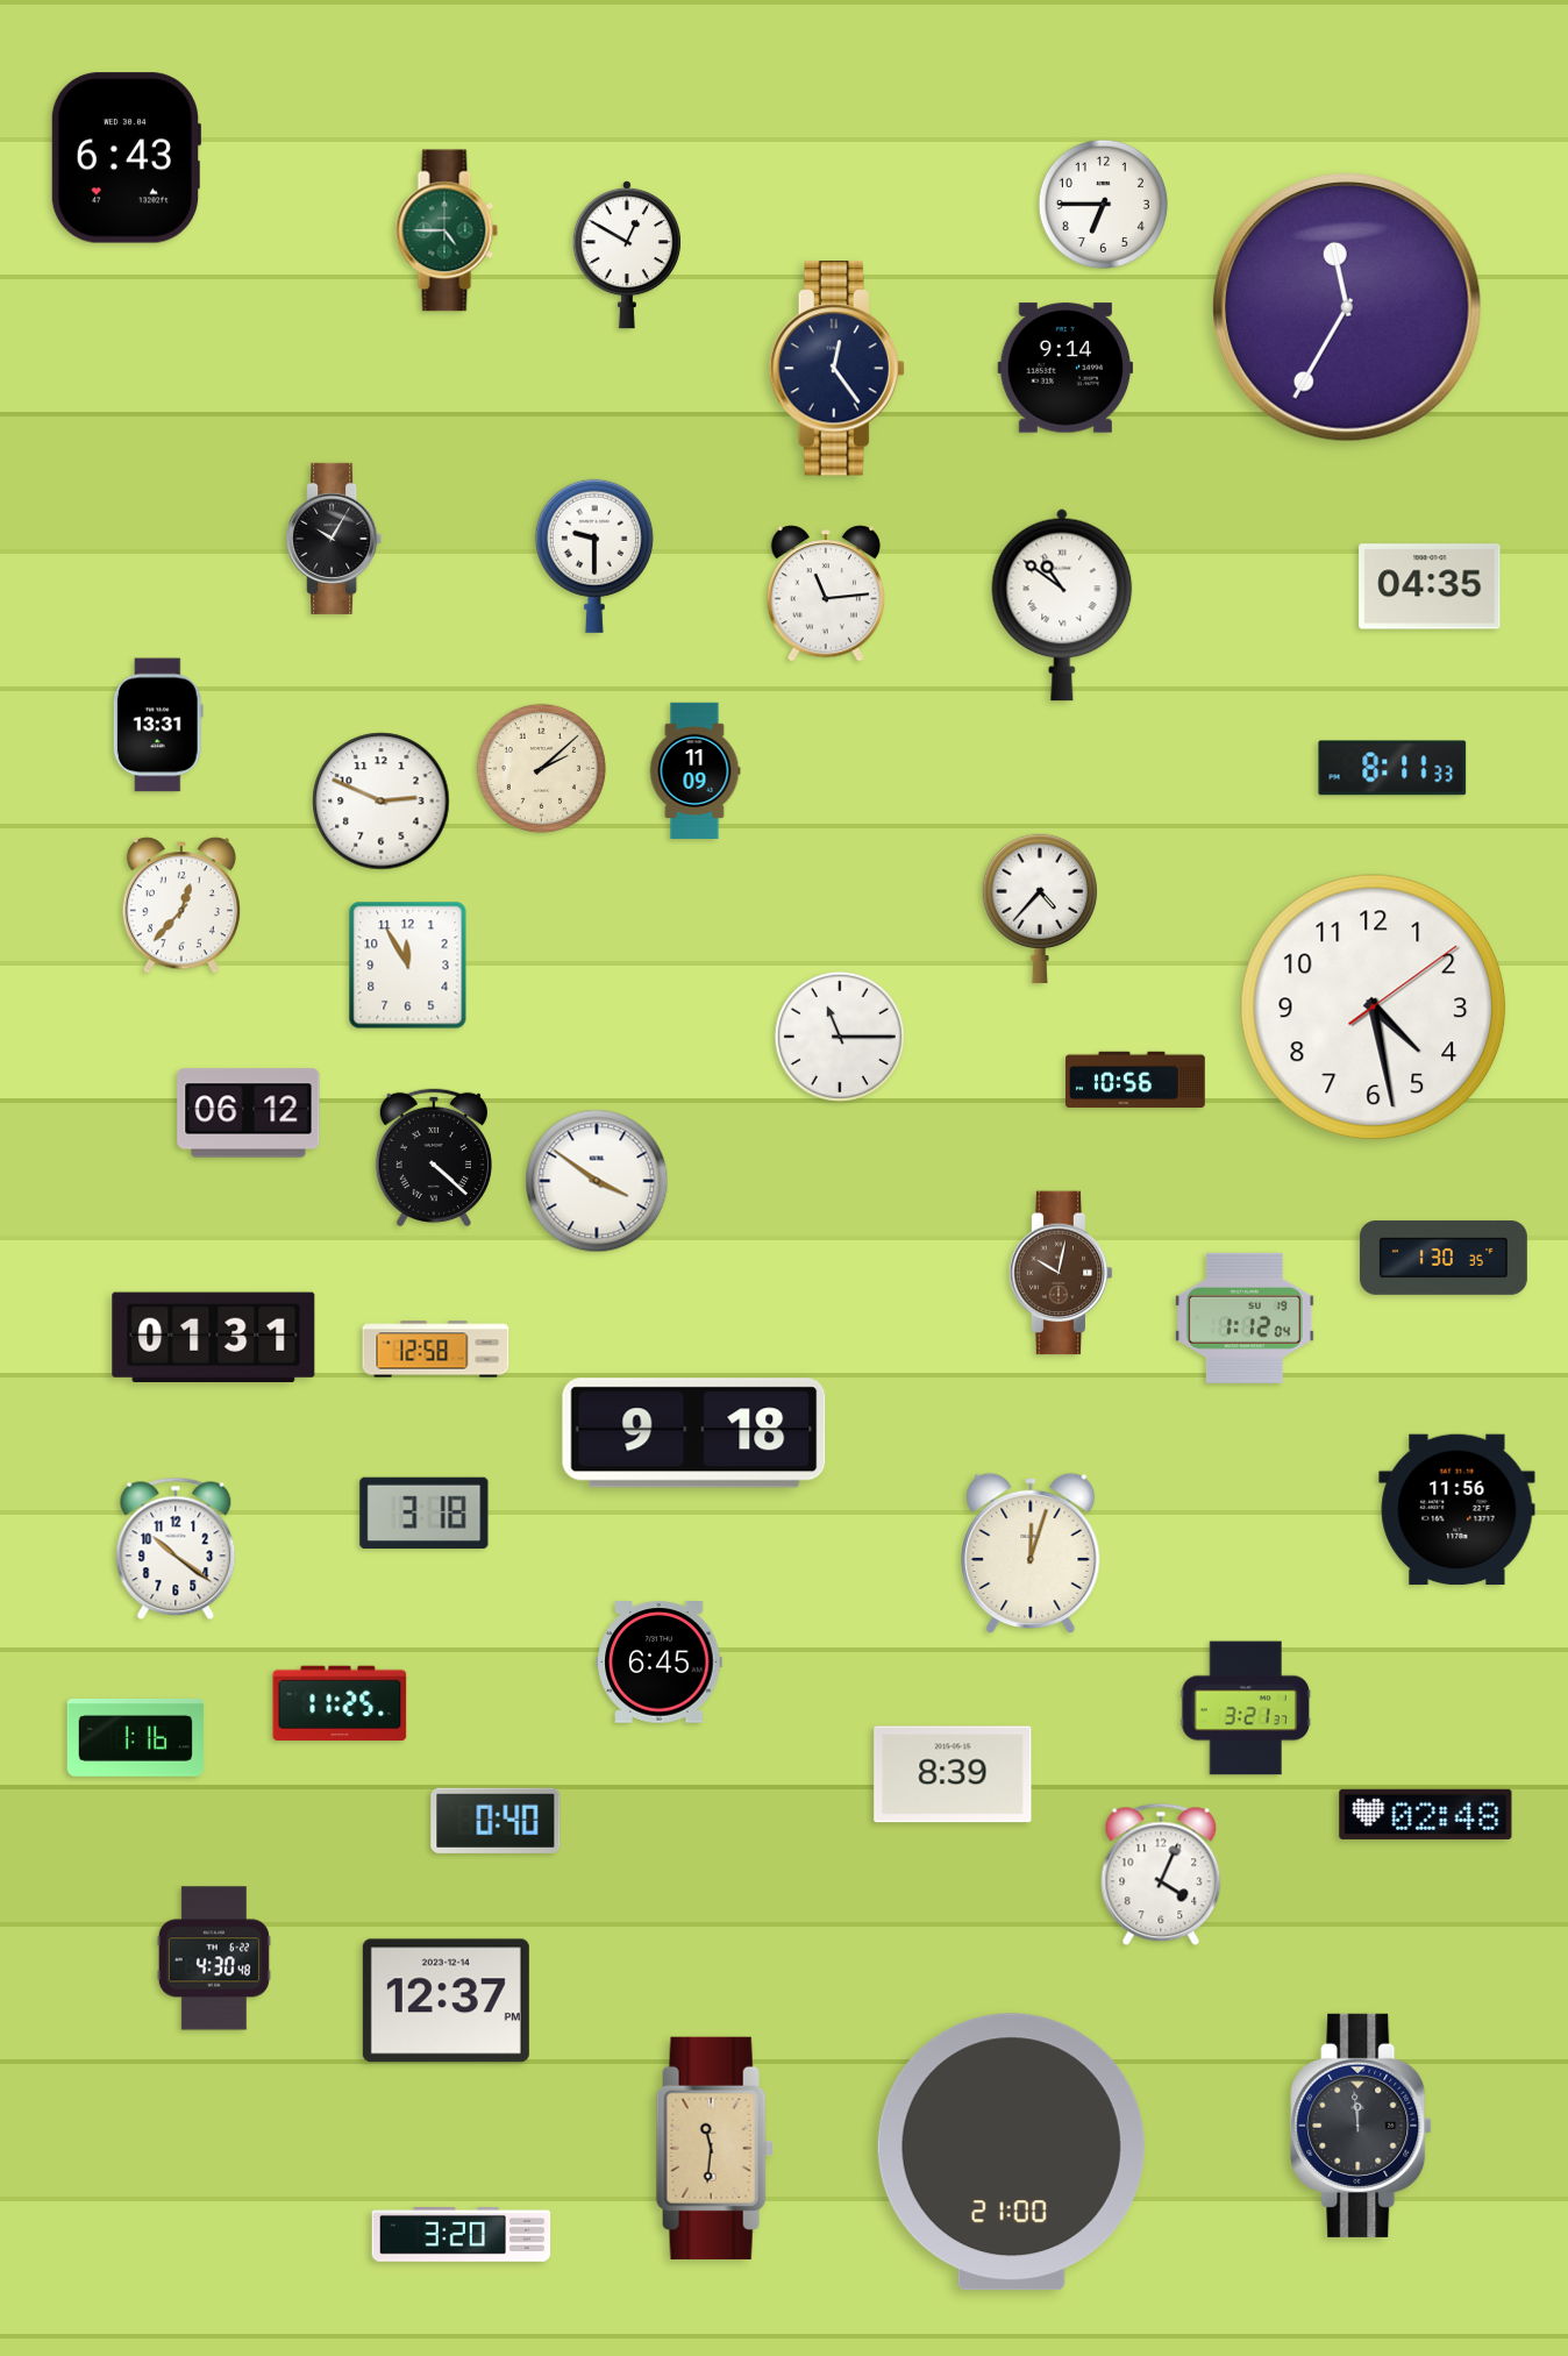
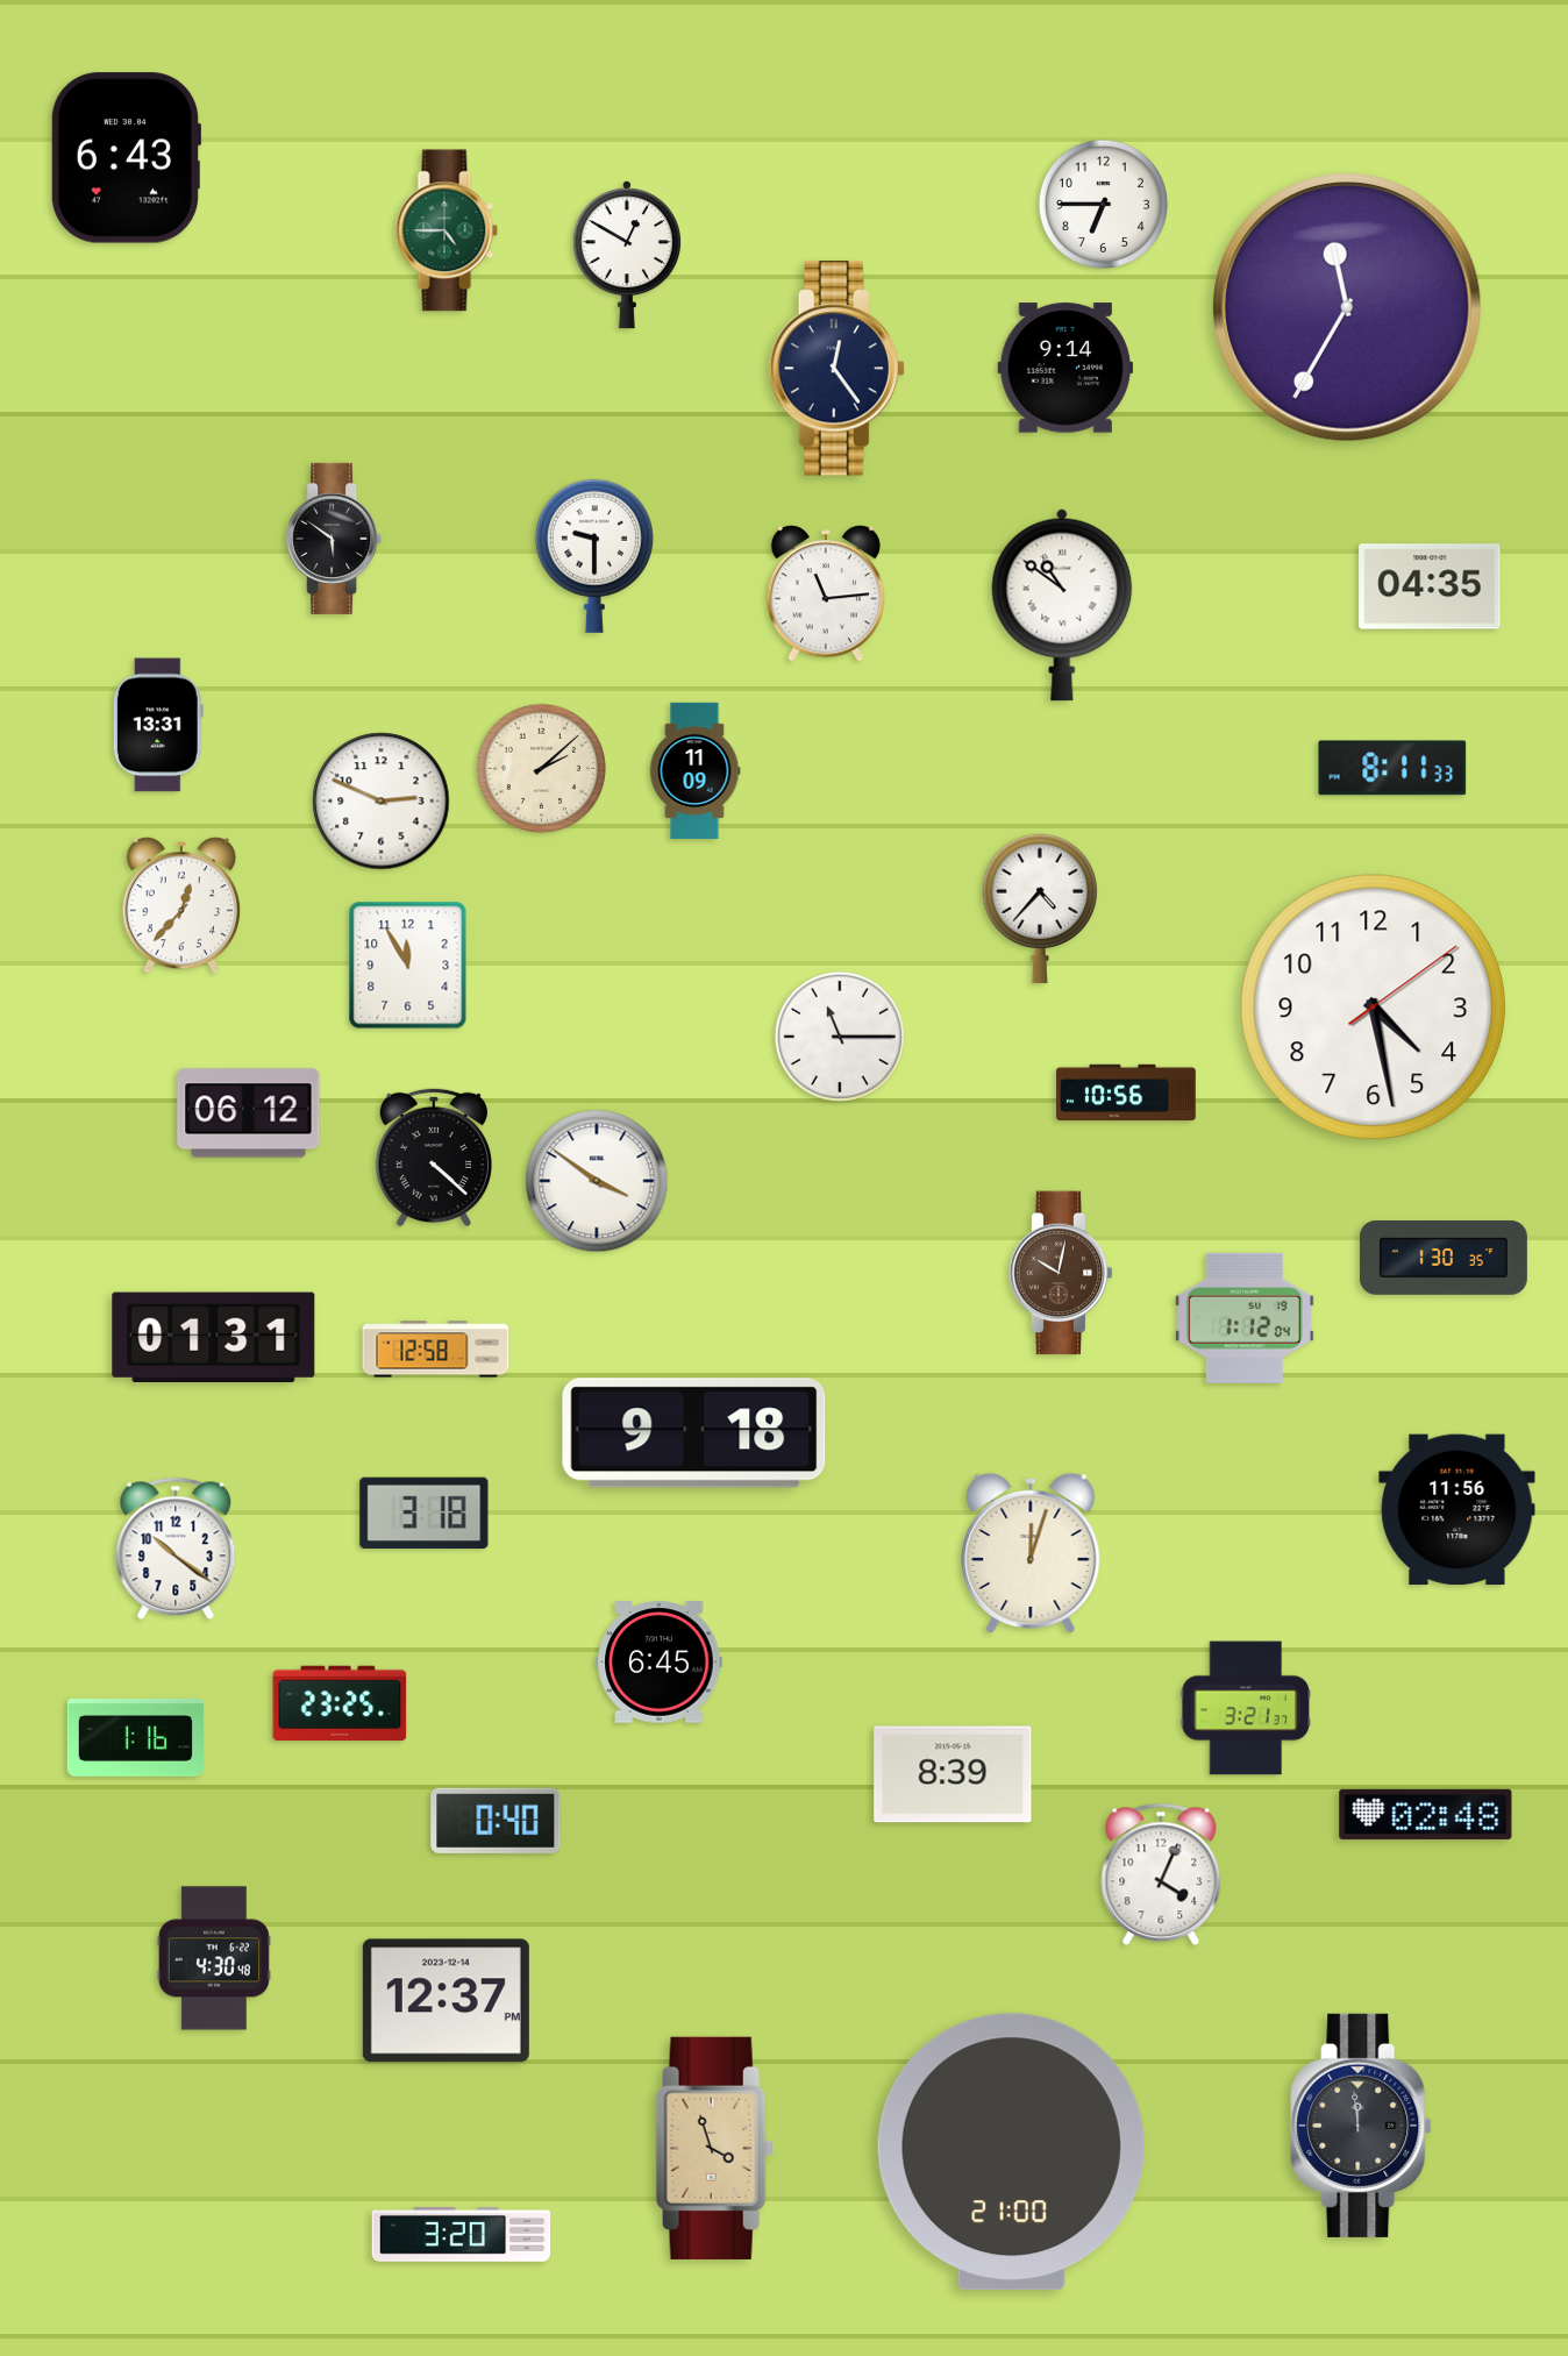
clock at (334, 539): 10:05 -> 5:51
clock at (1135, 1079) position: (1135, 1079) -> (1126, 1091)
clock at (340, 1702): 11:25 -> 23:25
clock at (714, 2148): 11:31 -> 3:57
